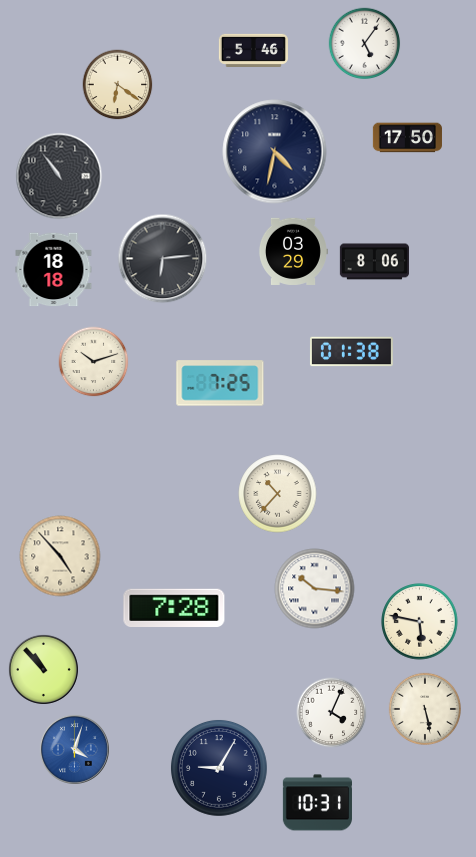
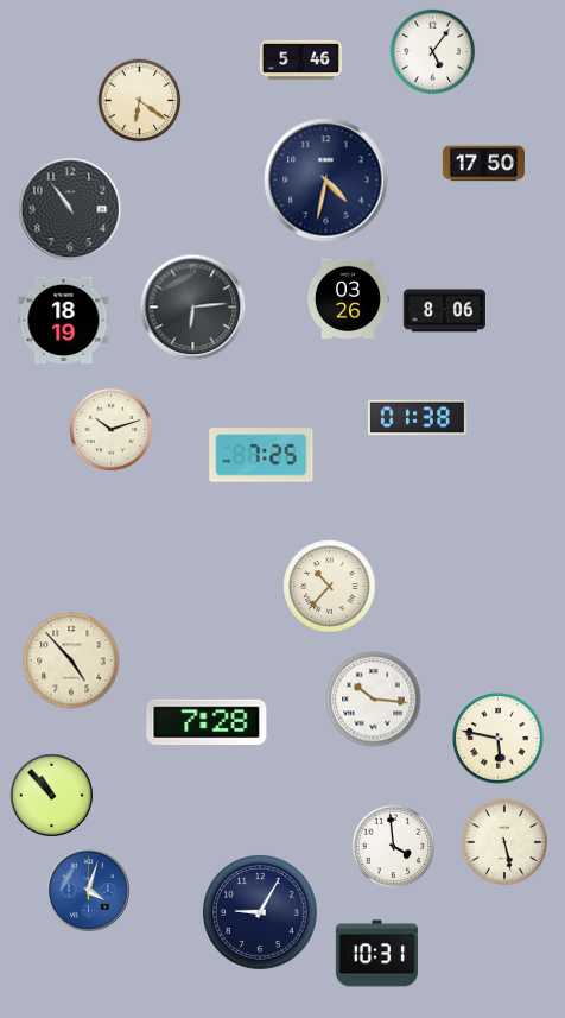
clock at (293, 251): 03:29 -> 03:26
clock at (54, 270): 18:18 -> 18:19
clock at (332, 713): 4:04 -> 3:59
